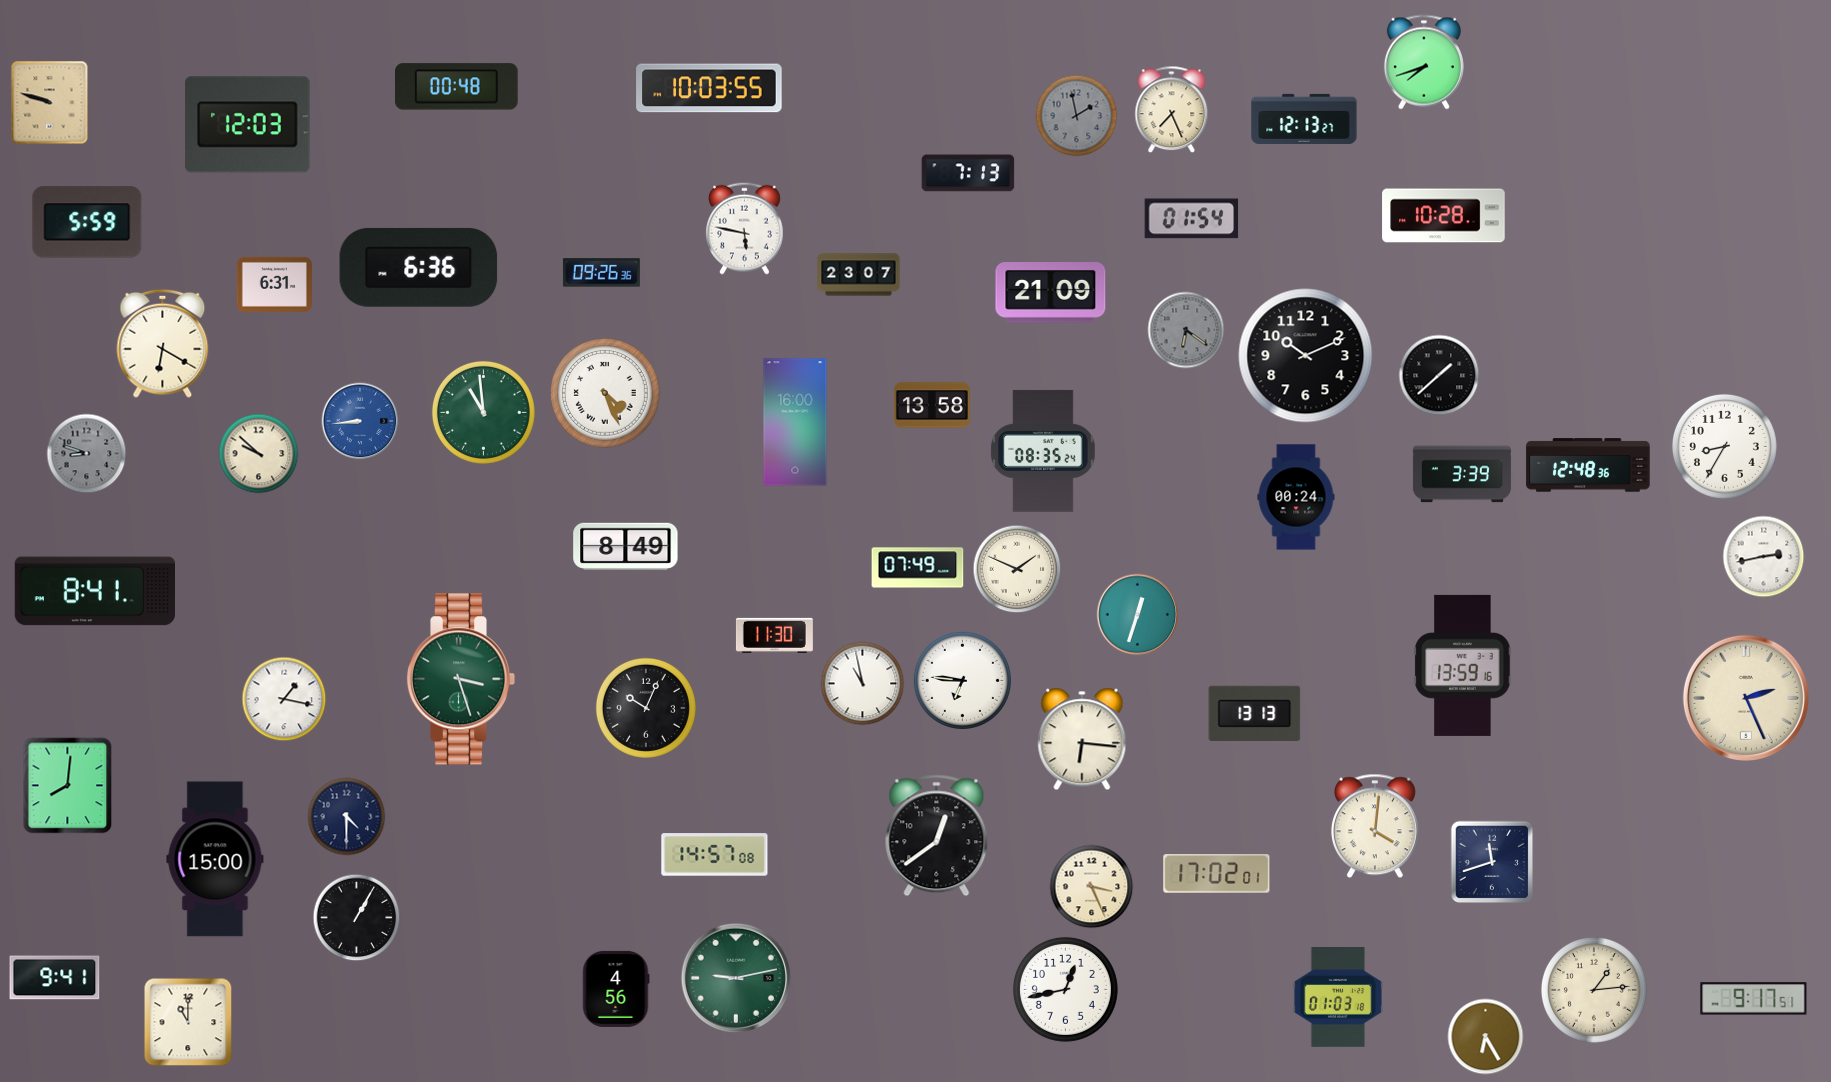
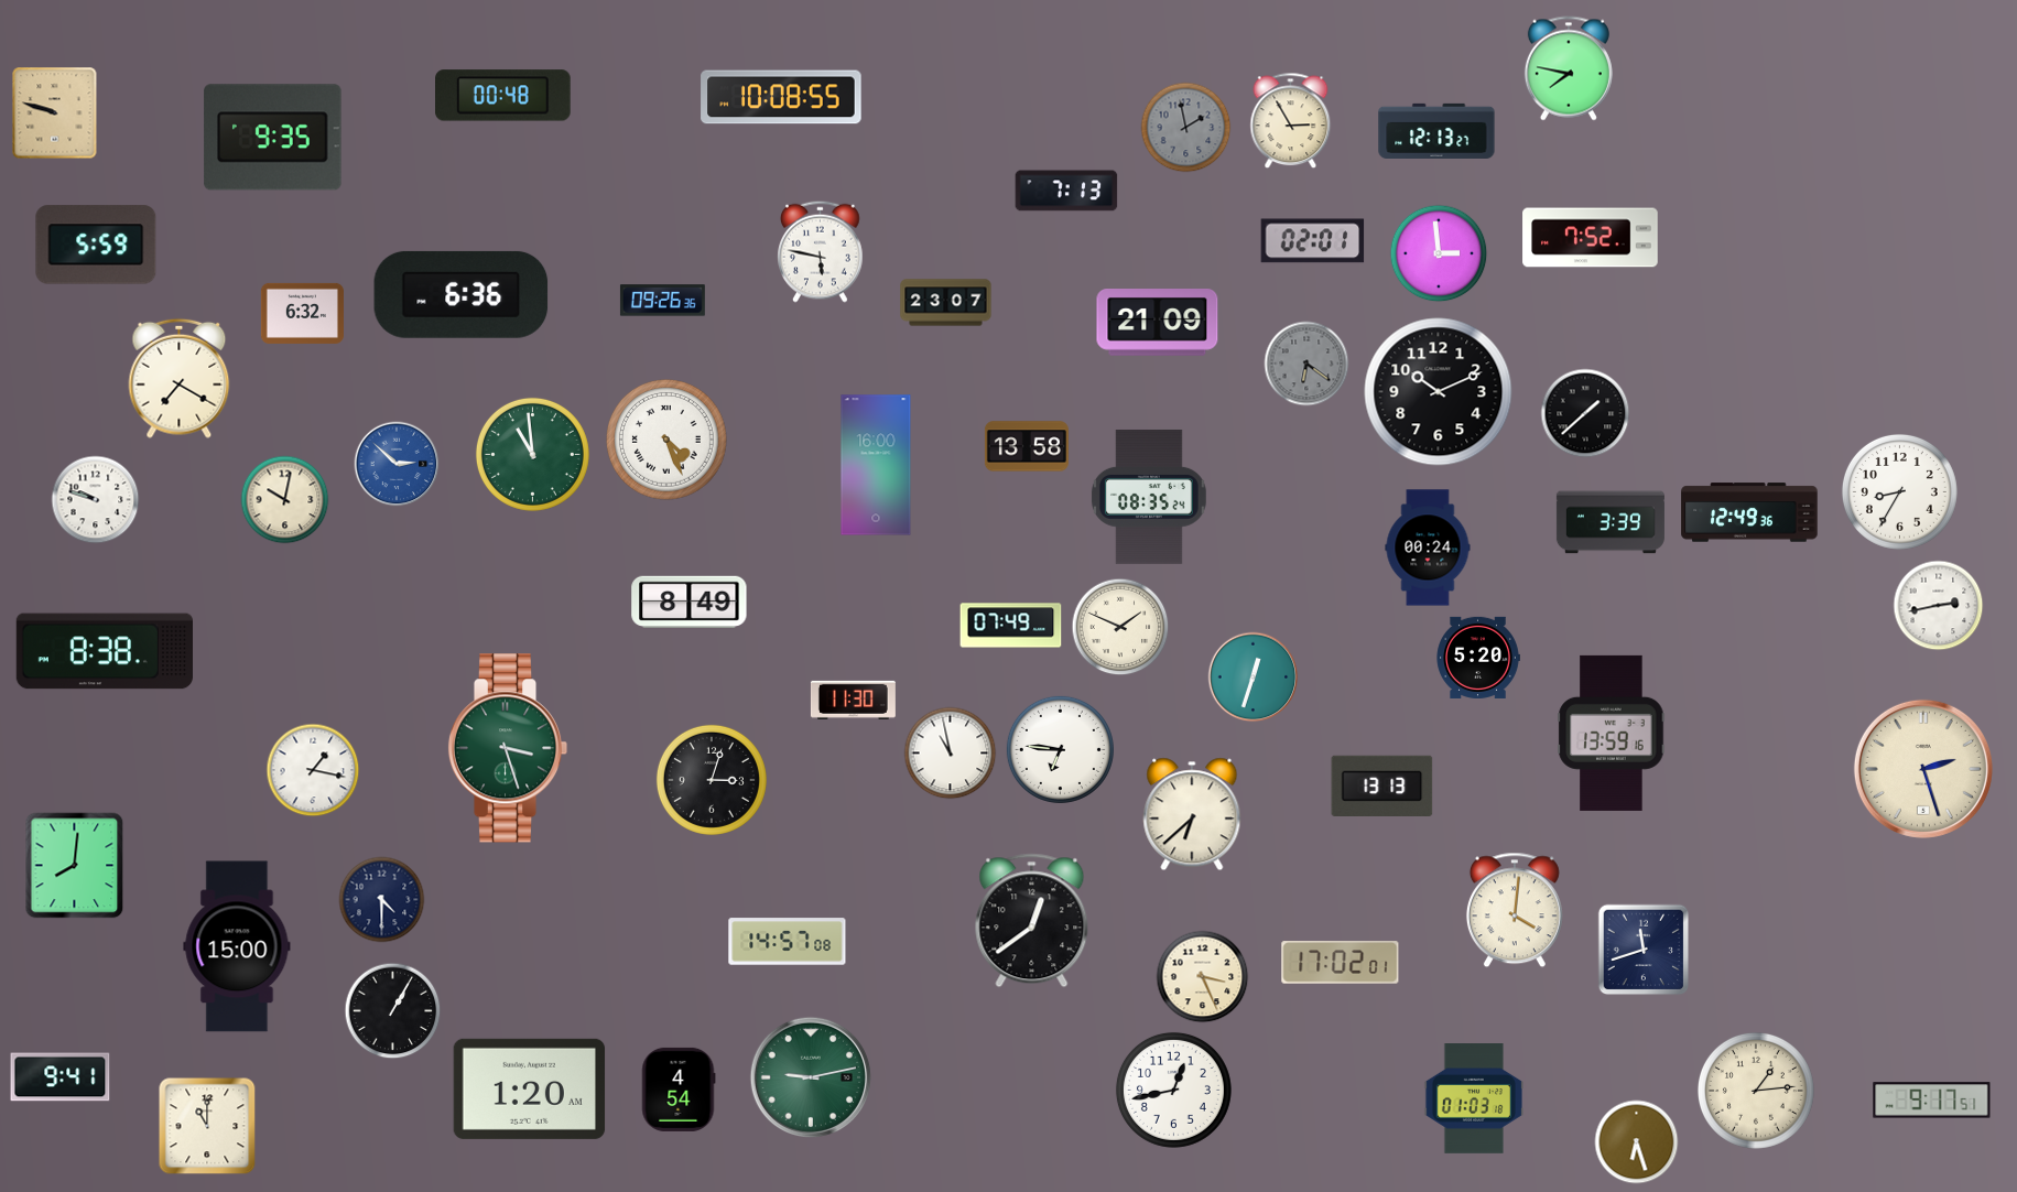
clock at (1424, 62): 7:42 -> 7:47
clock at (709, 88): 10:03 -> 10:08
clock at (1172, 110): 7:26 -> 2:55
clock at (248, 125): 12:03 -> 9:35
clock at (1444, 216): 10:28 -> 7:52
clock at (1192, 219): 01:54 -> 02:01
clock at (1439, 253): none -> 2:59
clock at (274, 284): 6:31 -> 6:32
clock at (163, 343): 6:20 -> 7:20
clock at (606, 394) position: (606, 394) -> (668, 441)
clock at (360, 421): 8:44 -> 2:52
clock at (87, 454): 8:48 -> 9:48
clock at (87, 454) dial: grey -> white
clock at (259, 454): 9:52 -> 10:02
clock at (1588, 465): 12:48 -> 12:49
clock at (1764, 557) position: (1764, 557) -> (1939, 606)
clock at (94, 591): 8:41 -> 8:38
clock at (1478, 658): none -> 5:20
clock at (1746, 698): 2:26 -> 2:27
clock at (646, 708): 10:04 -> 3:03
clock at (1082, 739): 6:16 -> 6:38
clock at (530, 1088): none -> 1:20
clock at (616, 989): 4:56 -> 4:54
clock at (1486, 1037): 6:25 -> 6:27
